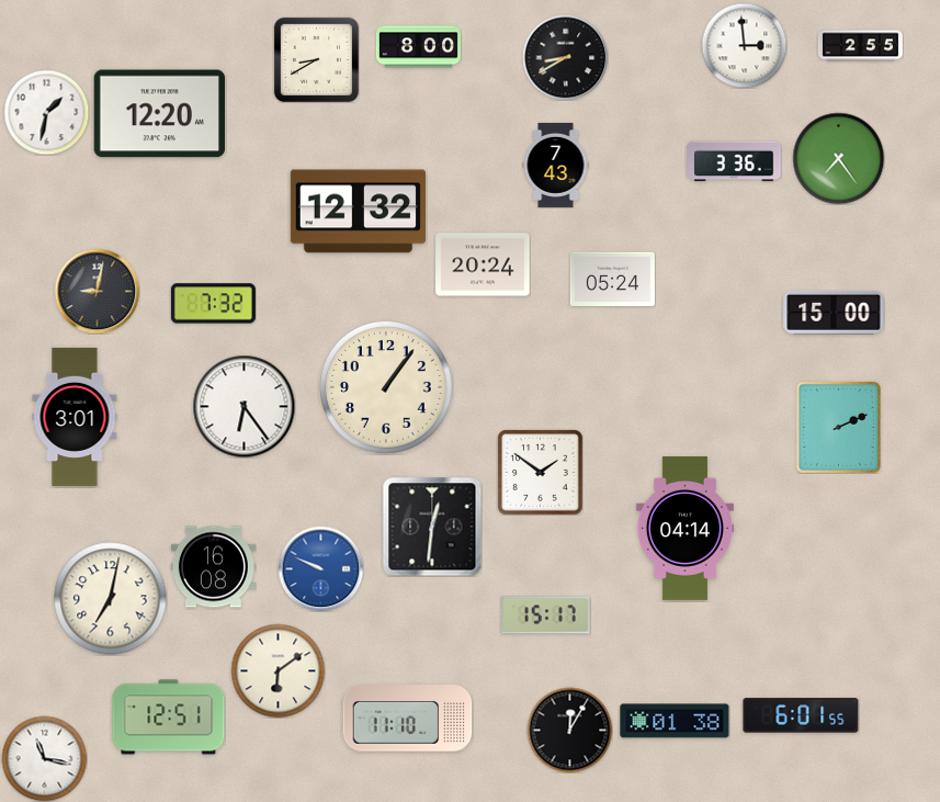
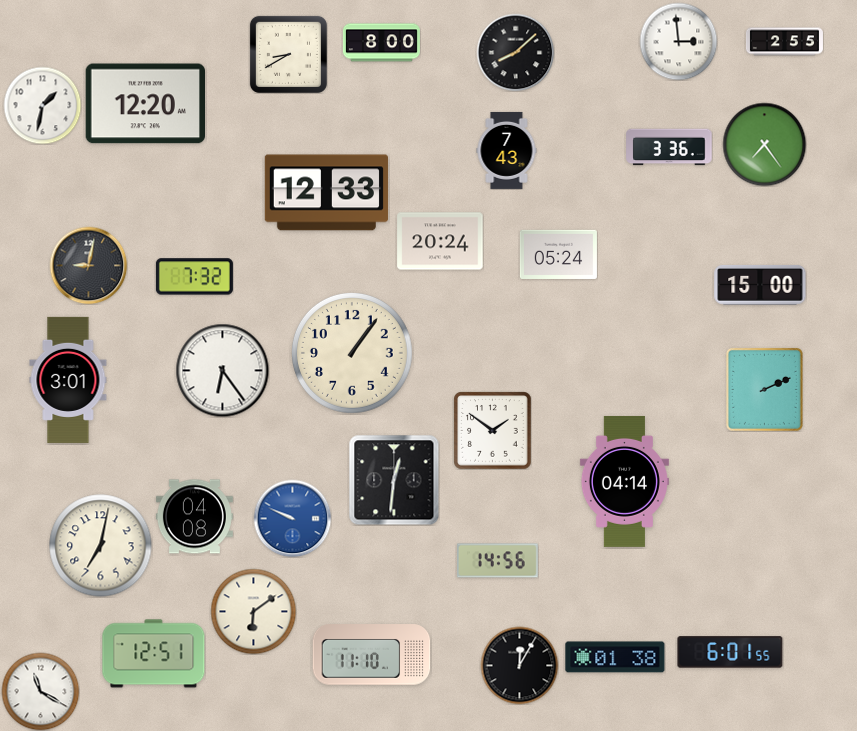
clock at (565, 57): 8:40 -> 8:08
clock at (46, 112) position: (46, 112) -> (42, 105)
clock at (358, 212): 12:32 -> 12:33
clock at (213, 567): 16:08 -> 04:08
clock at (546, 615): 15:17 -> 14:56
clock at (44, 758): 11:17 -> 11:20
